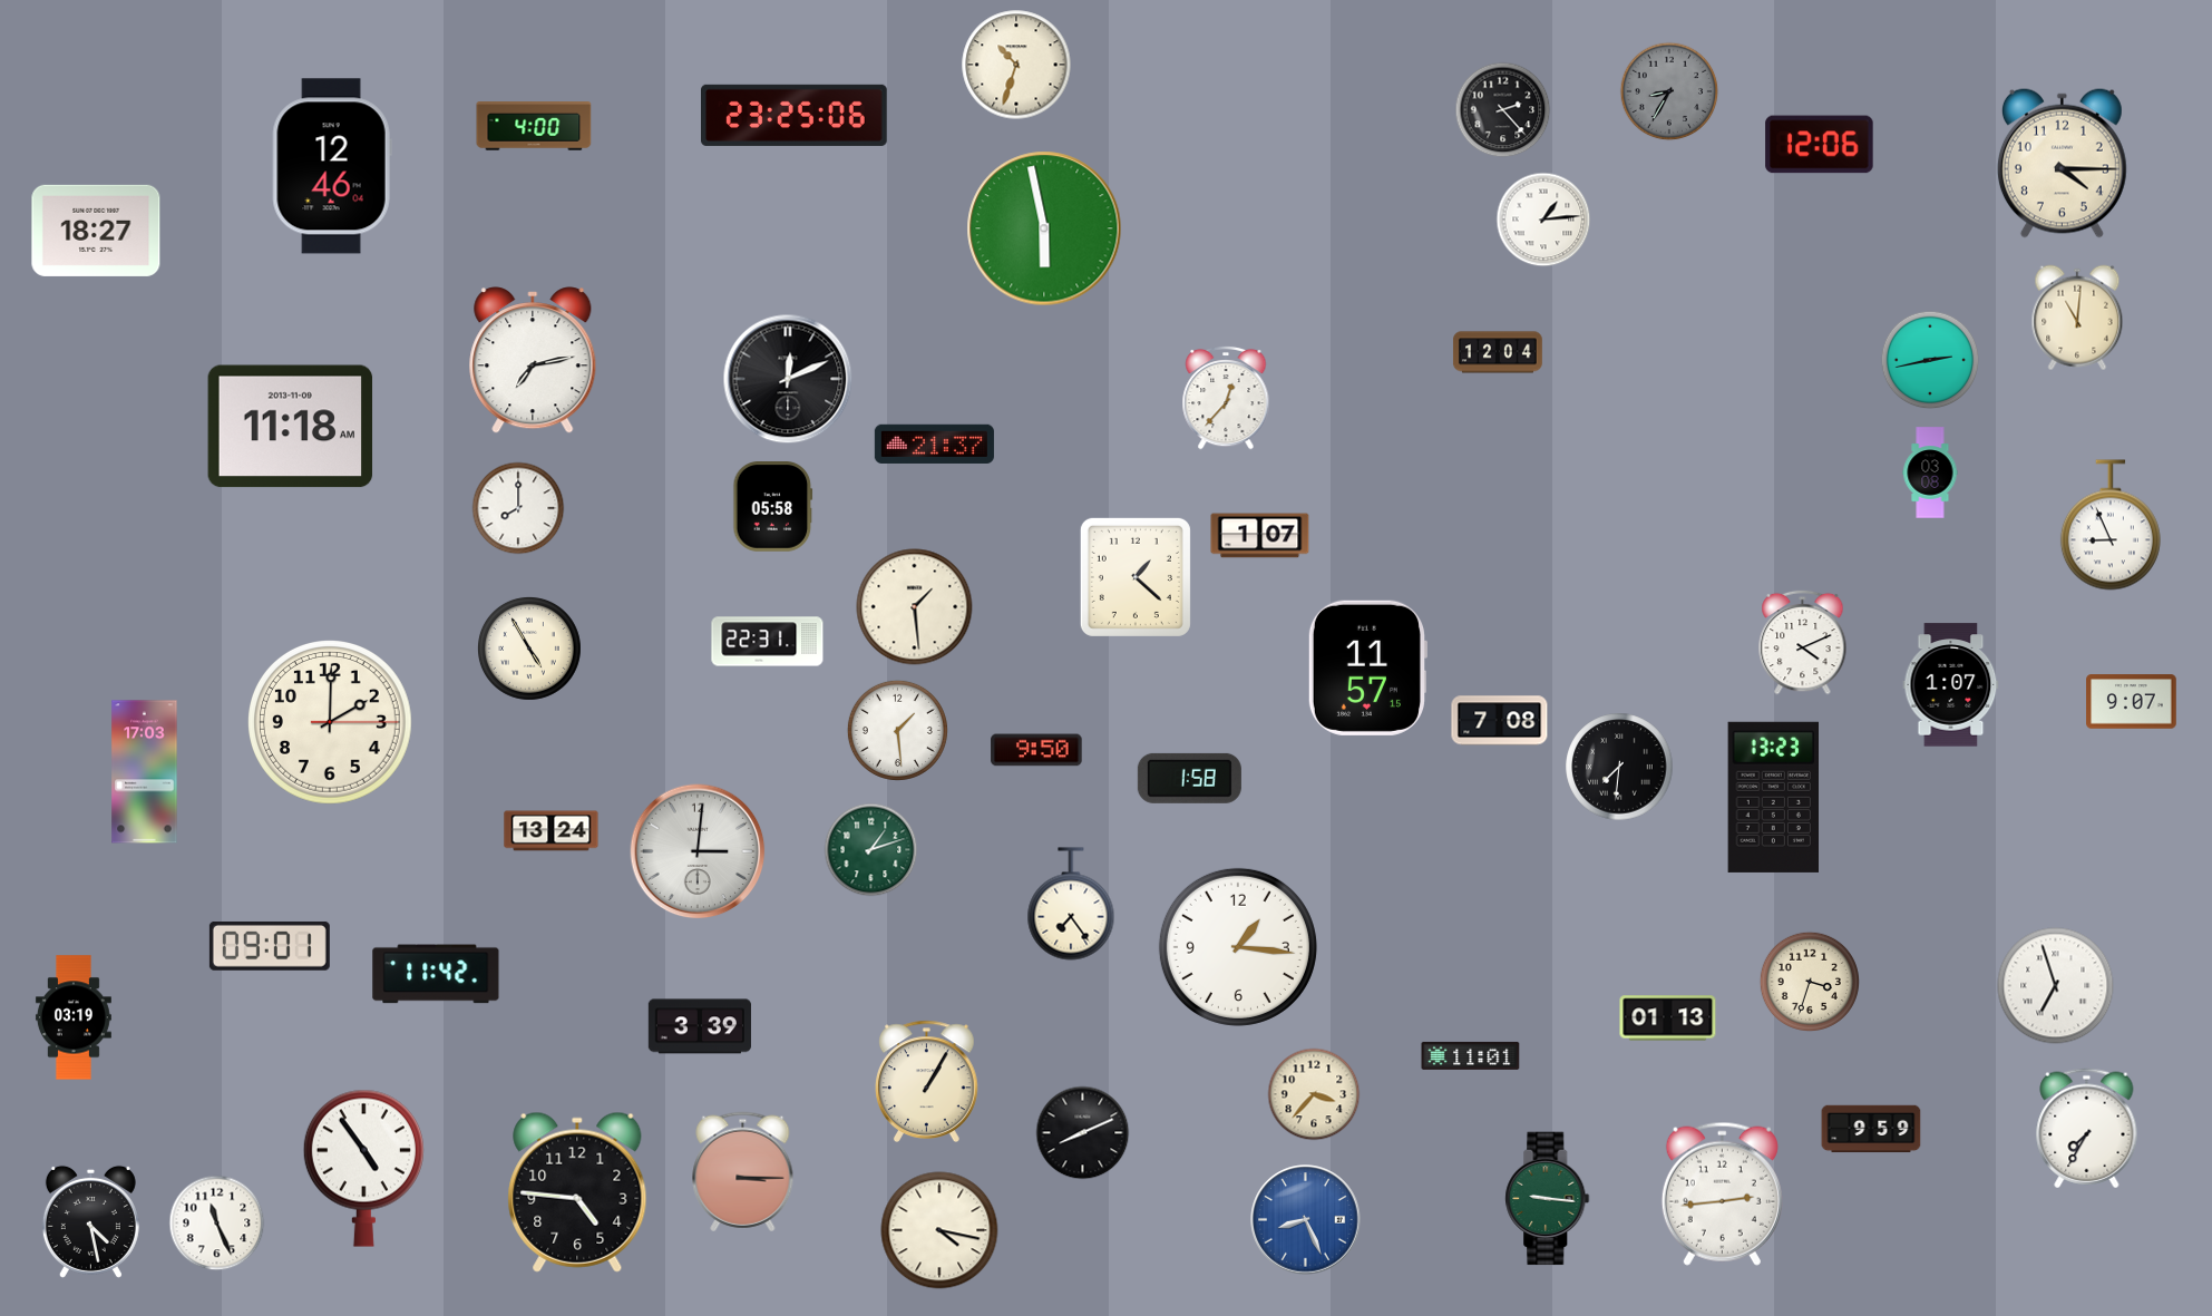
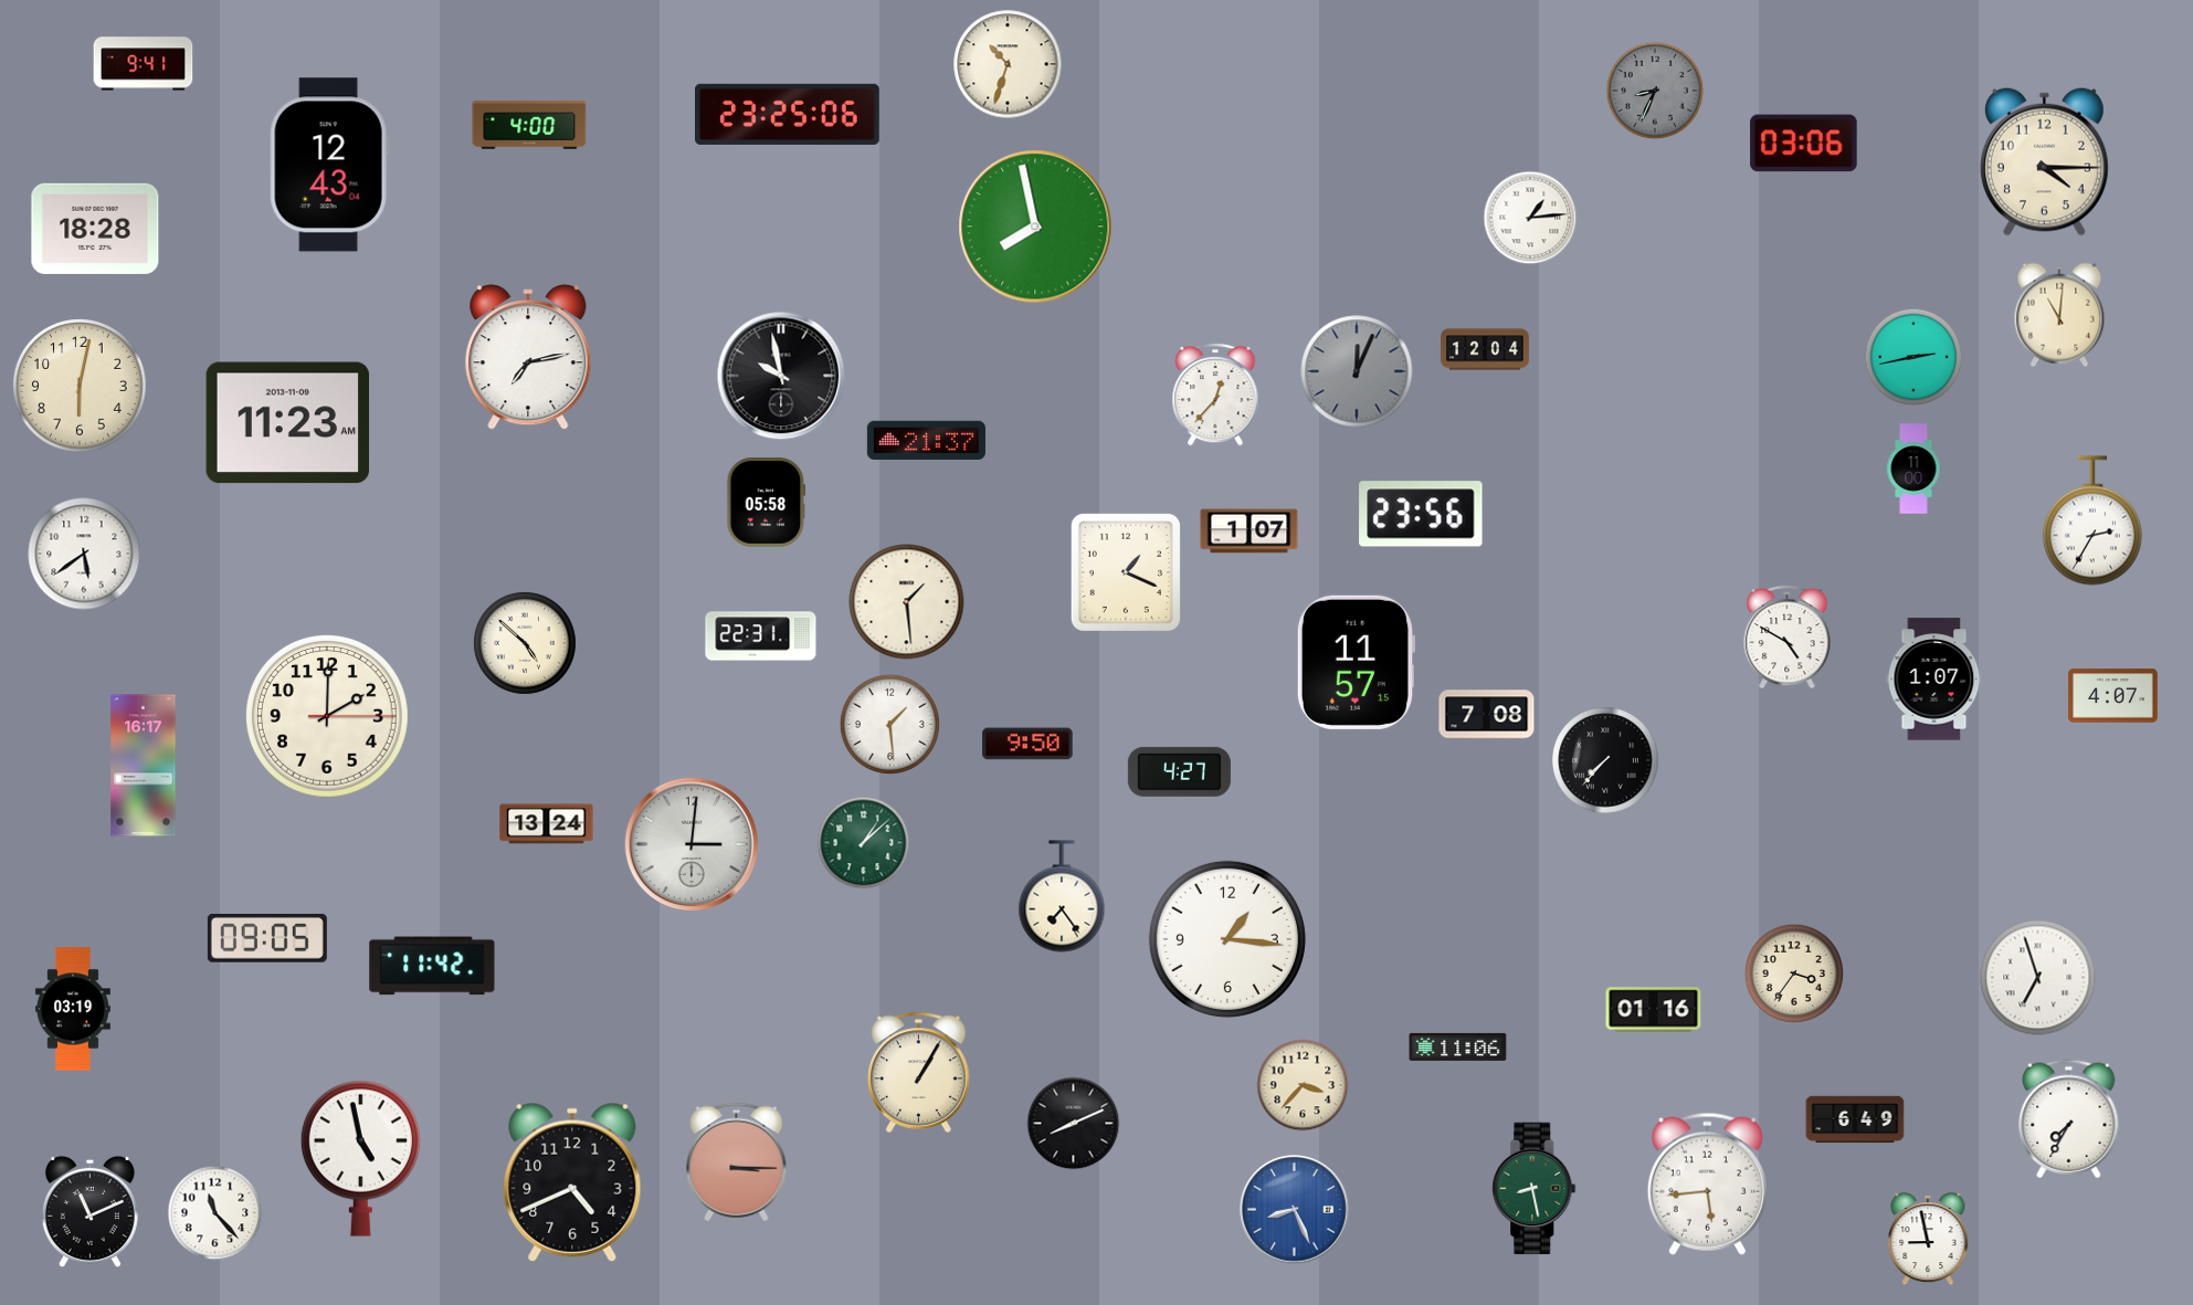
clock at (144, 64): none -> 9:41
clock at (1669, 91): 8:35 -> 8:34
clock at (1503, 110): 2:23 -> none
clock at (1820, 145): 12:06 -> 03:06
clock at (332, 166): 12:46 -> 12:43
clock at (1044, 228): 5:58 -> 7:58
clock at (96, 231): 18:27 -> 18:28
clock at (1357, 371): none -> 12:04
clock at (788, 379): 12:11 -> 9:58
clock at (81, 387): none -> 6:02
clock at (291, 427): 11:18 -> 11:23
clock at (1930, 472): 03:08 -> 11:00
clock at (518, 508): 8:00 -> none
clock at (1421, 514): none -> 23:56
clock at (2111, 525): 8:56 -> 2:35
clock at (84, 554): none -> 5:39
clock at (1136, 577): 1:22 -> 1:19
clock at (1803, 642): 4:11 -> 4:50
clock at (529, 649): 4:55 -> 4:52
clock at (2132, 702): 9:07 -> 4:07
clock at (1619, 767): 7:31 -> 7:37
clock at (145, 772): 17:03 -> 16:17
clock at (1189, 778): 1:58 -> 4:27
clock at (1774, 797): 13:23 -> none
clock at (871, 850): 1:12 -> 1:08
clock at (270, 946): 09:01 -> 09:05
clock at (1809, 981): 3:33 -> 3:36
clock at (1668, 1018): 01:13 -> 01:16
clock at (700, 1026): 3:39 -> none
clock at (1471, 1055): 11:01 -> 11:06
clock at (1871, 1129): 9:59 -> 6:49
clock at (363, 1168): 4:54 -> 4:58
clock at (577, 1192): 4:46 -> 4:41
clock at (1722, 1193): 2:44 -> 5:44
clock at (1548, 1199): 9:16 -> 8:28
clock at (90, 1221): 4:28 -> 11:11
clock at (217, 1224): 11:26 -> 11:23
clock at (939, 1230): 4:17 -> none
clock at (1928, 1240): none -> 8:58
